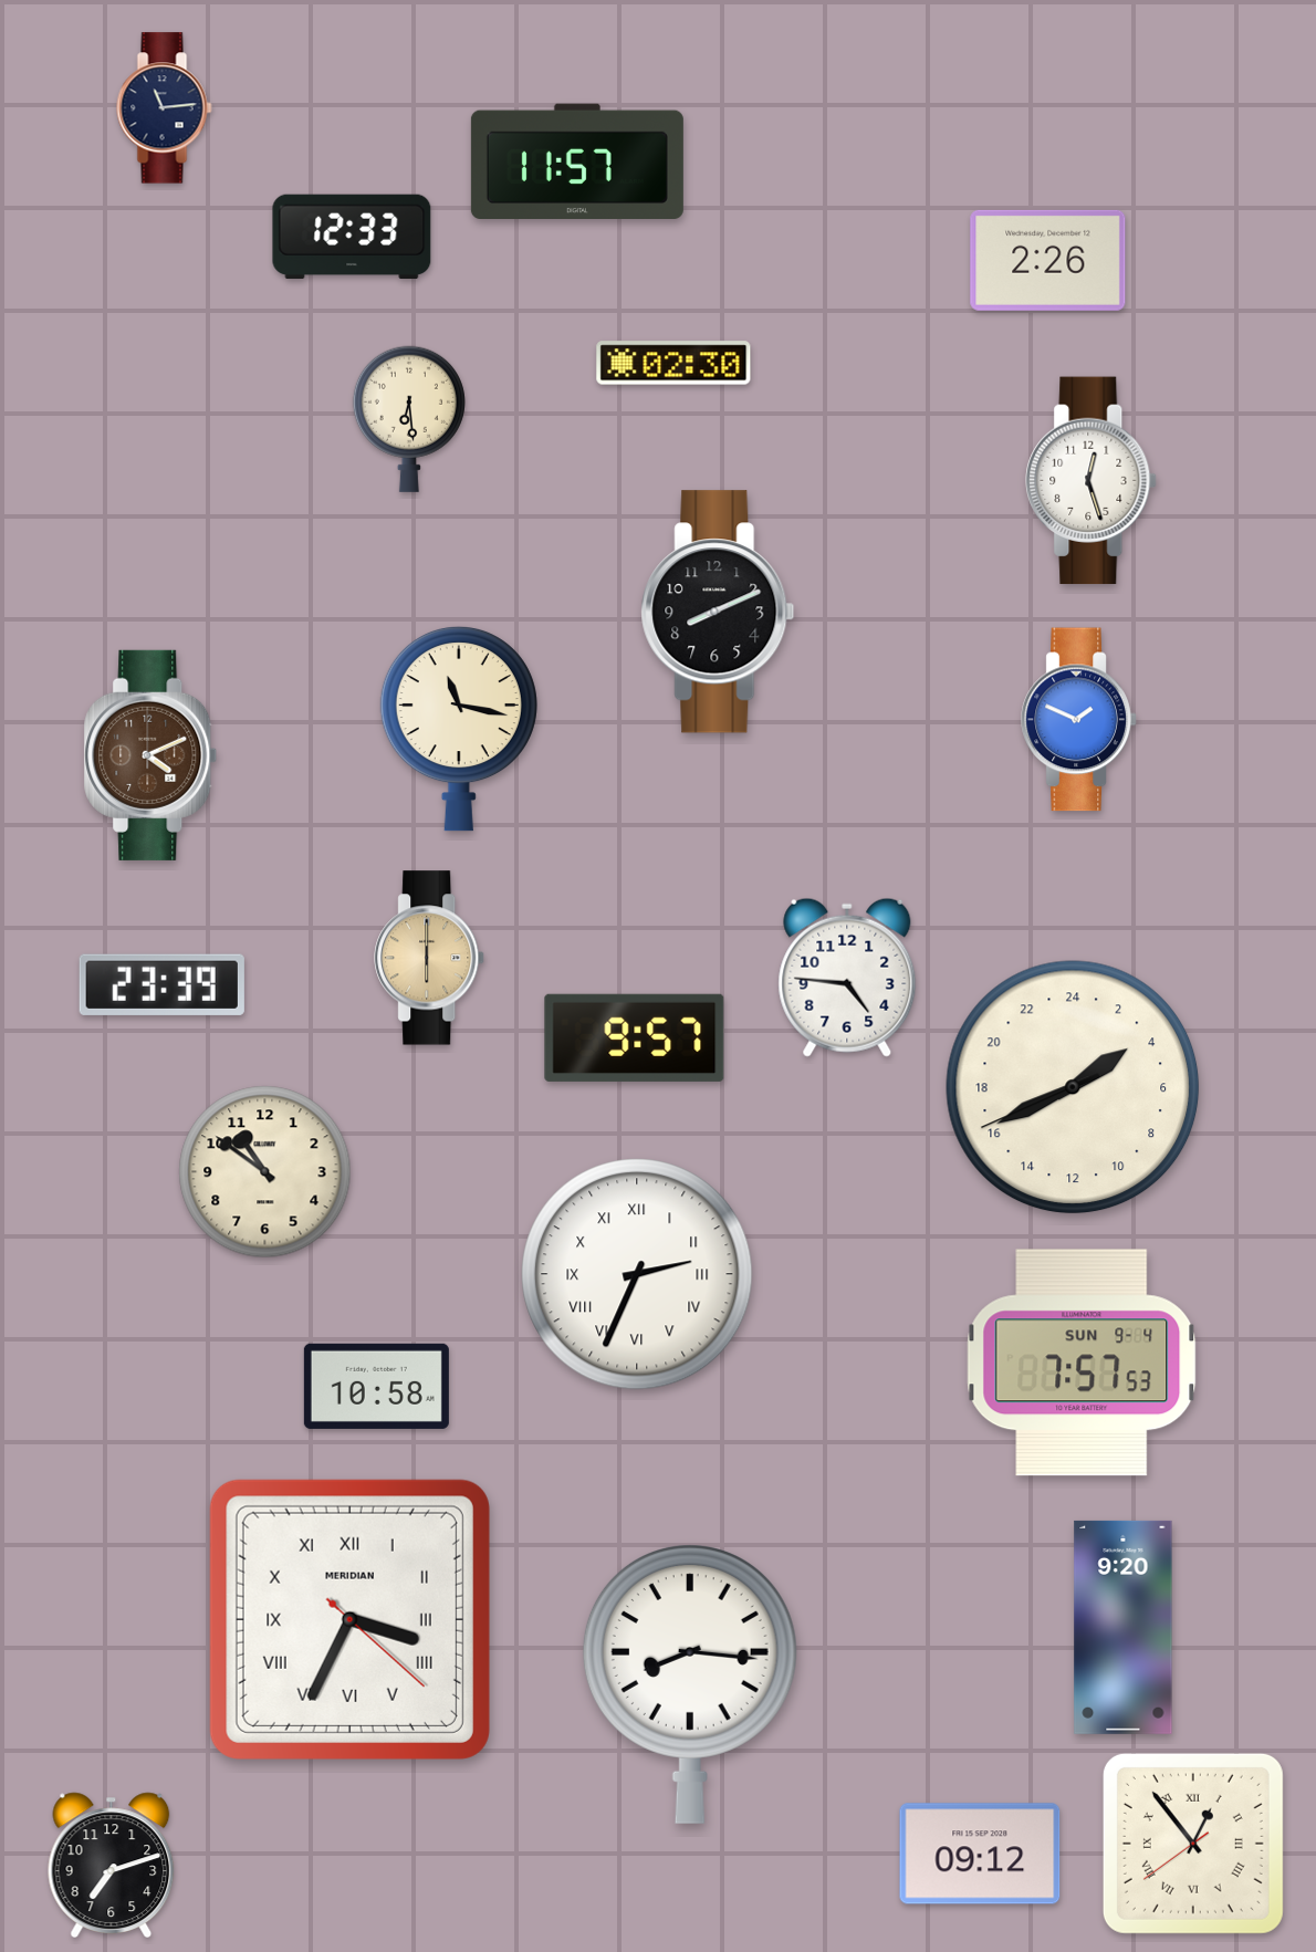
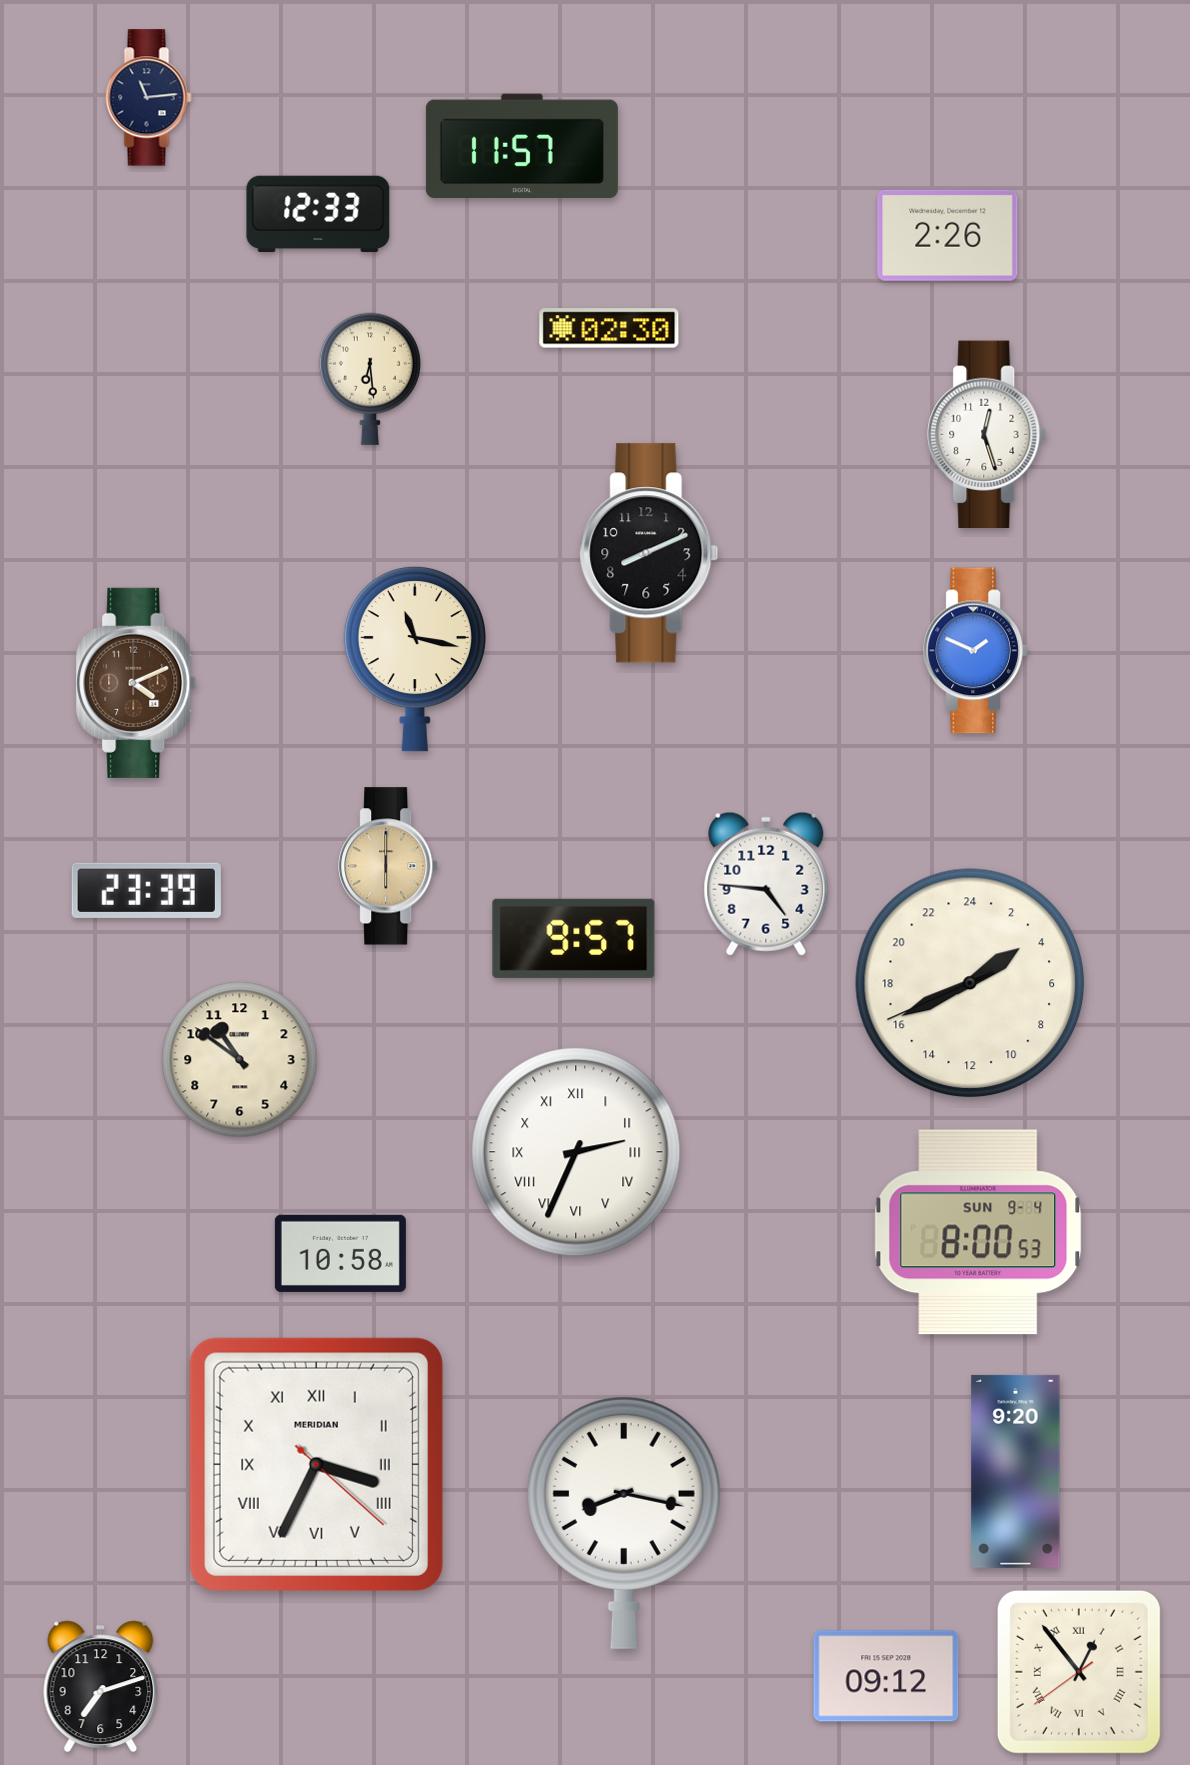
clock at (1082, 1363): 7:57 -> 8:00
clock at (690, 1684): 8:16 -> 8:17
clock at (1193, 1844) position: (1193, 1844) -> (1079, 1672)
